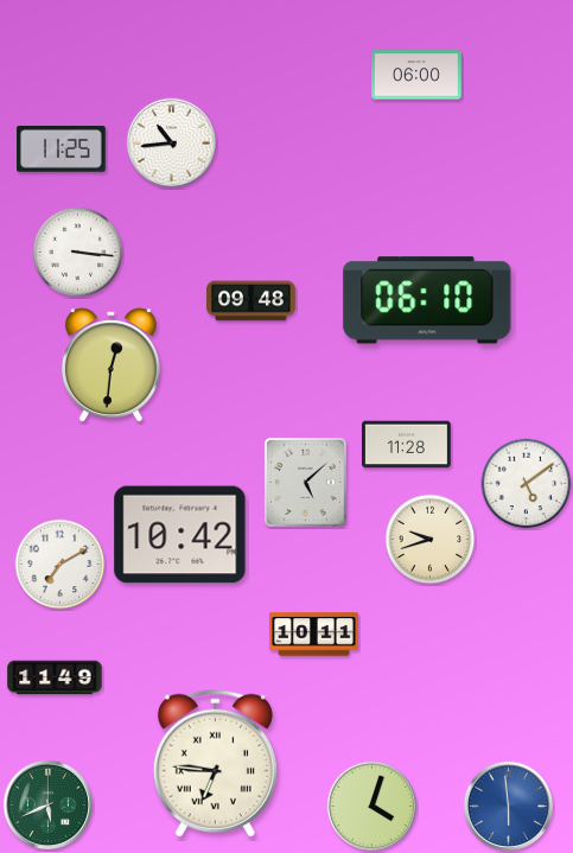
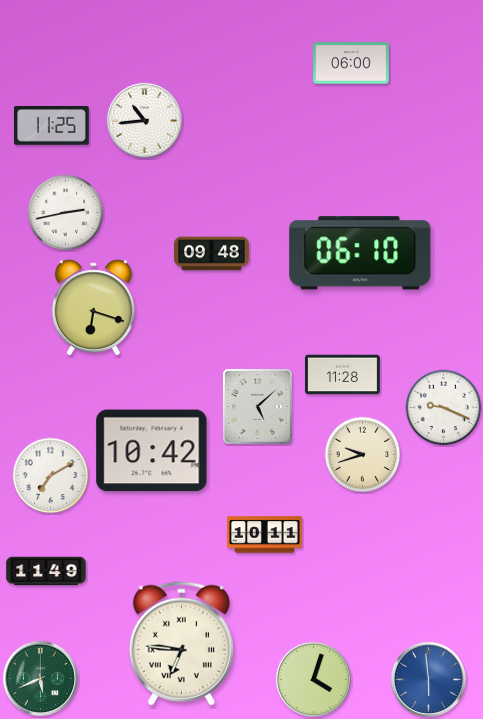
clock at (78, 253): 3:16 -> 2:43
clock at (110, 365): 12:31 -> 6:18
clock at (527, 484): 5:09 -> 9:19
